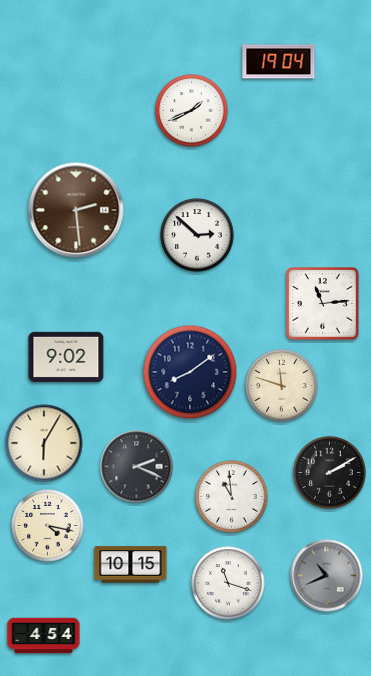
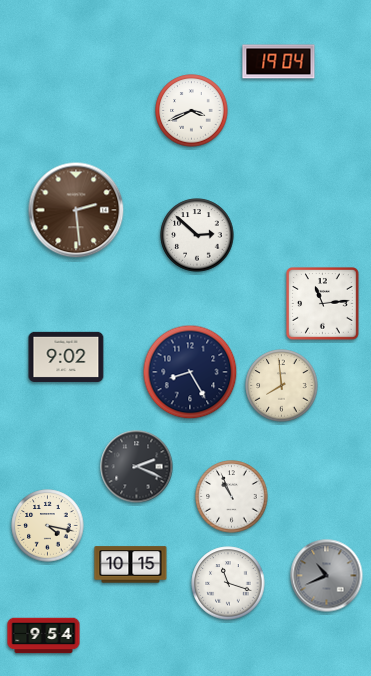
clock at (192, 111): 1:41 -> 3:41
clock at (190, 372): 8:09 -> 8:25
clock at (282, 386): 11:48 -> 7:59
clock at (44, 443): 6:05 -> none
clock at (330, 473): 2:10 -> none
clock at (232, 497): 10:59 -> 10:56
clock at (44, 636): 4:54 -> 9:54
